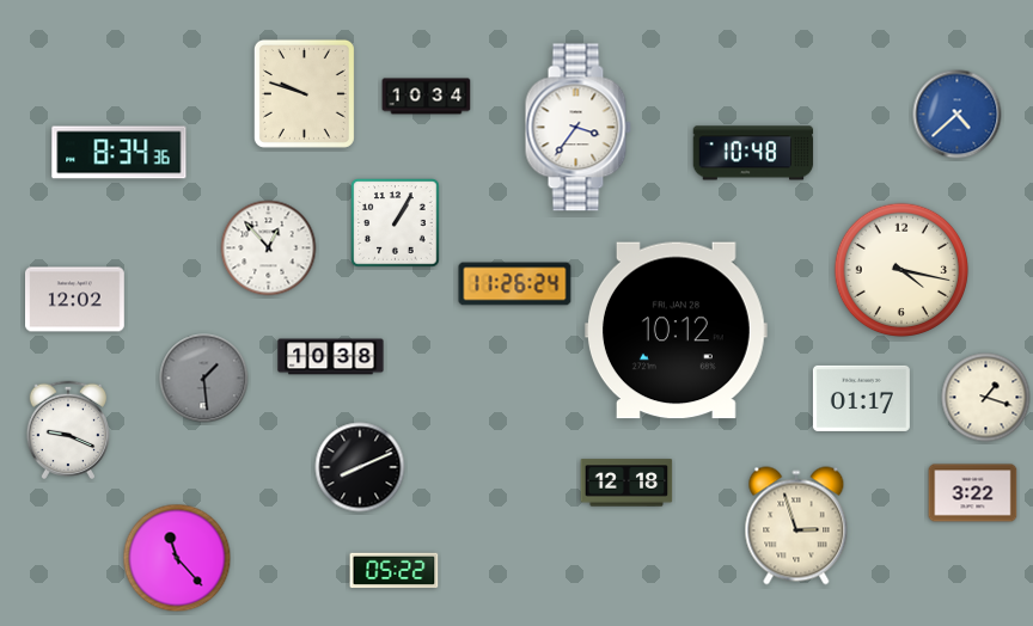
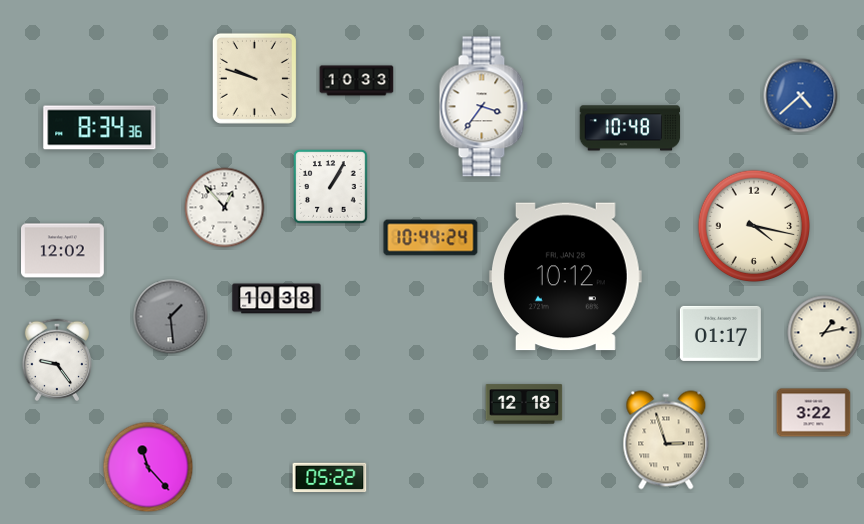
clock at (427, 97): 10:34 -> 10:33
clock at (515, 284): 11:26 -> 10:44
clock at (986, 398): 1:18 -> 1:13
clock at (67, 430): 9:19 -> 9:24
clock at (360, 467): 8:11 -> none
